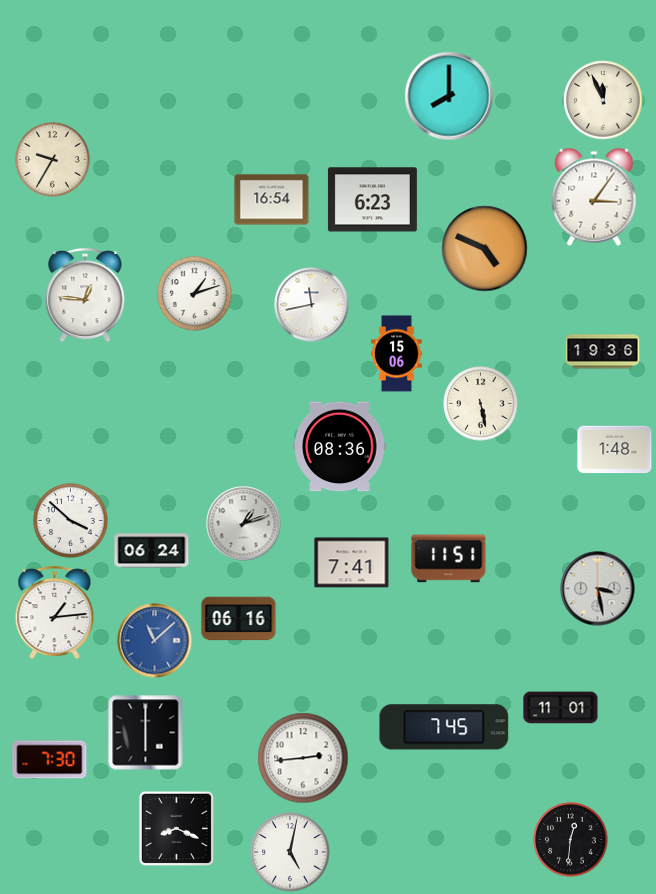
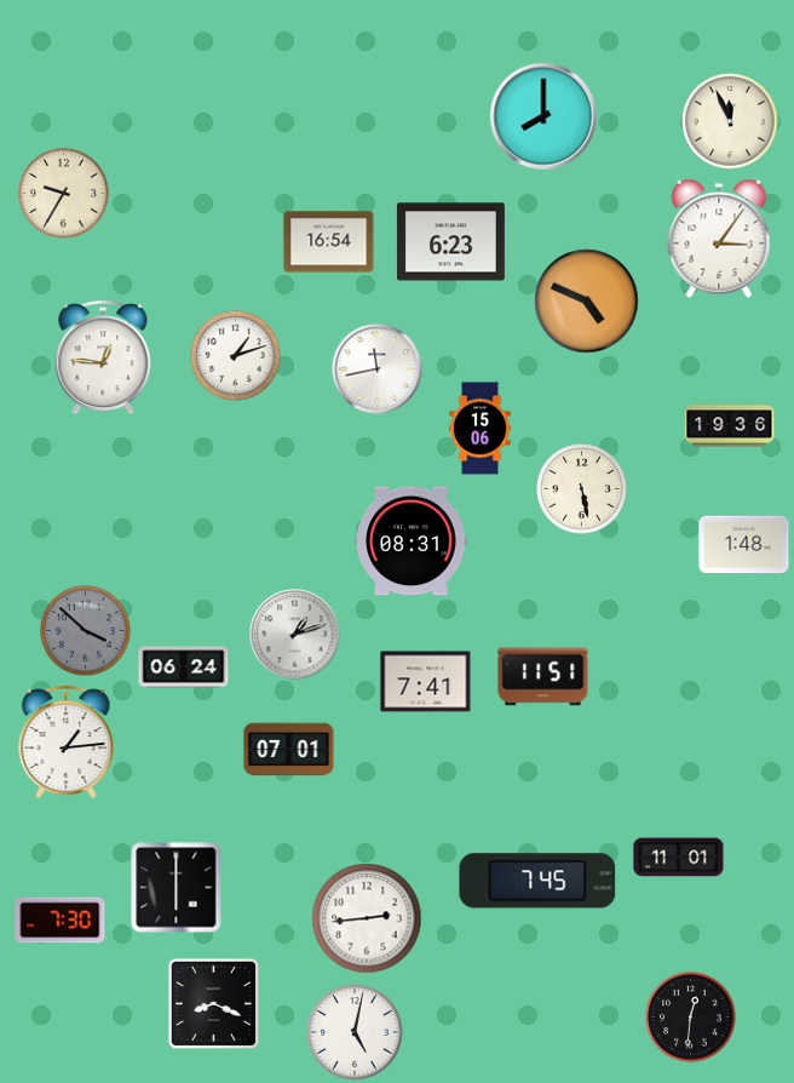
clock at (340, 447): 08:36 -> 08:31
clock at (71, 521) dial: white -> grey
clock at (598, 589): 3:28 -> none
clock at (239, 619): 06:16 -> 07:01
clock at (155, 641): 11:08 -> none
clock at (290, 852) position: (290, 852) -> (355, 1032)
